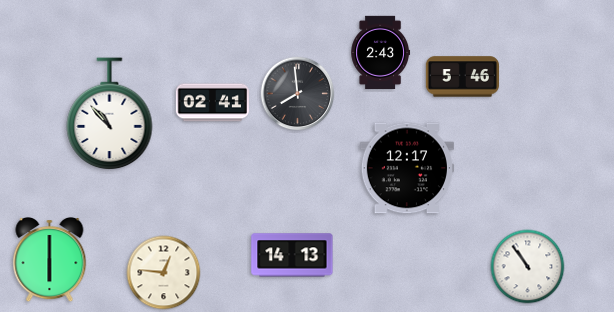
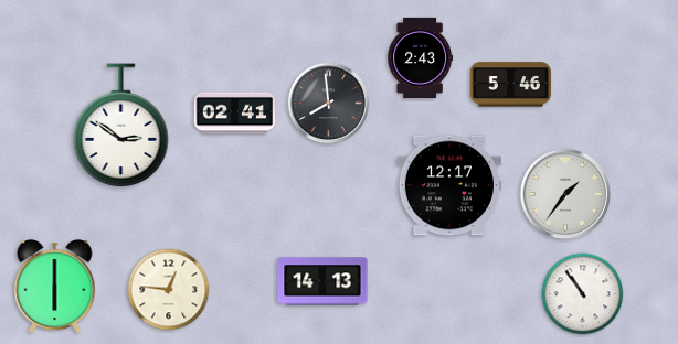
clock at (110, 114): 10:53 -> 2:51
clock at (565, 194): none -> 1:36
clock at (164, 273) position: (164, 273) -> (169, 290)
